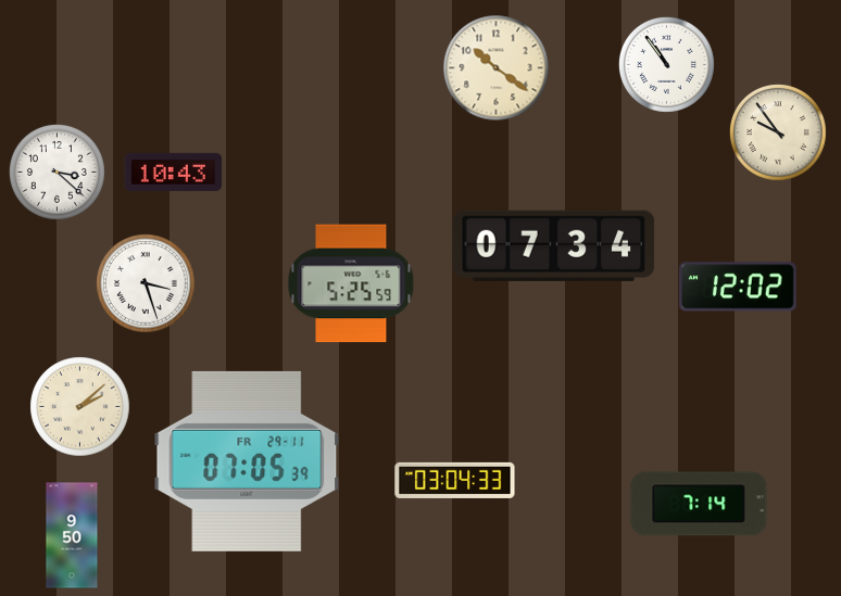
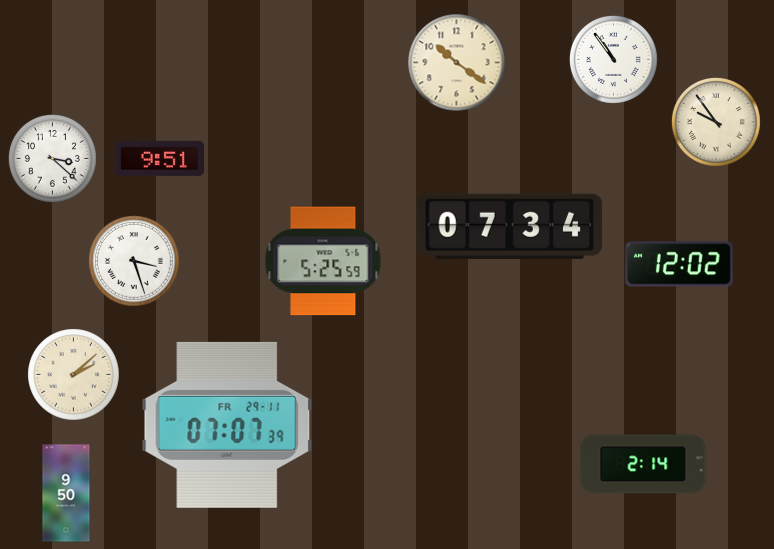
clock at (174, 172): 10:43 -> 9:51
clock at (247, 461): 07:05 -> 07:07
clock at (455, 480): 03:04 -> none
clock at (699, 504): 7:14 -> 2:14
